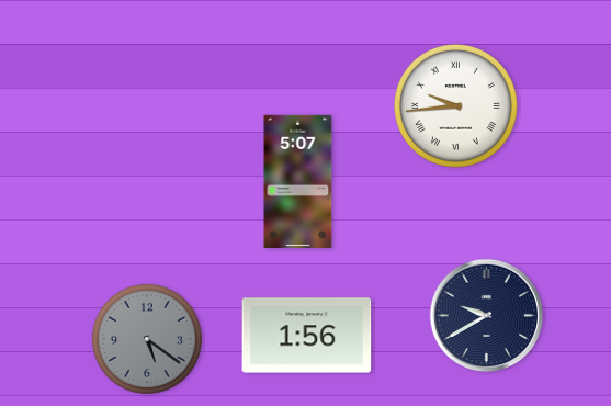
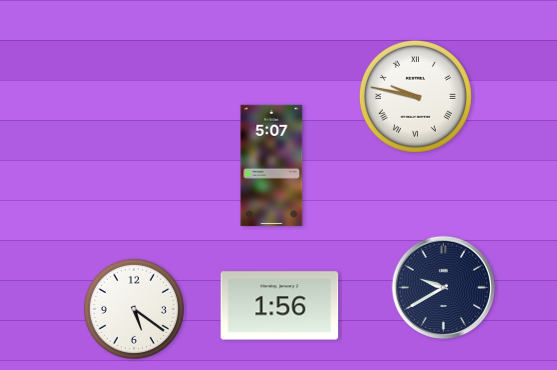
clock at (455, 105): 9:44 -> 9:47
clock at (147, 339) dial: grey -> white
